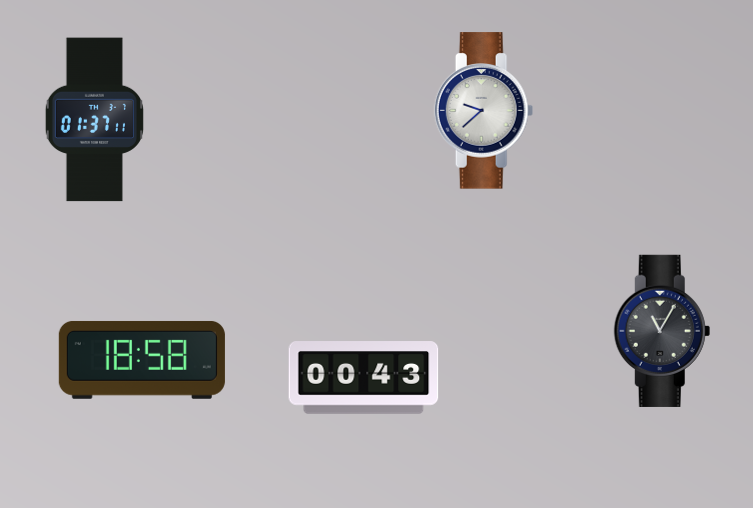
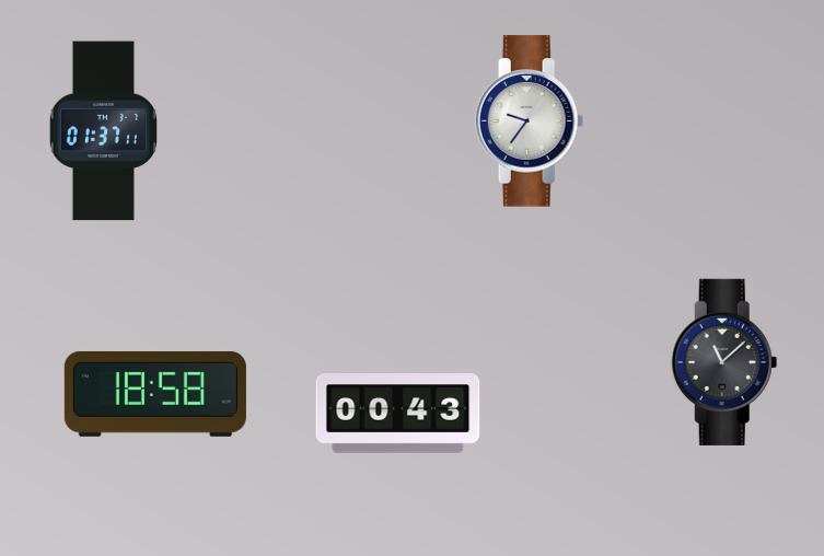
clock at (484, 111): 9:38 -> 9:36
clock at (662, 331): 11:05 -> 11:08
